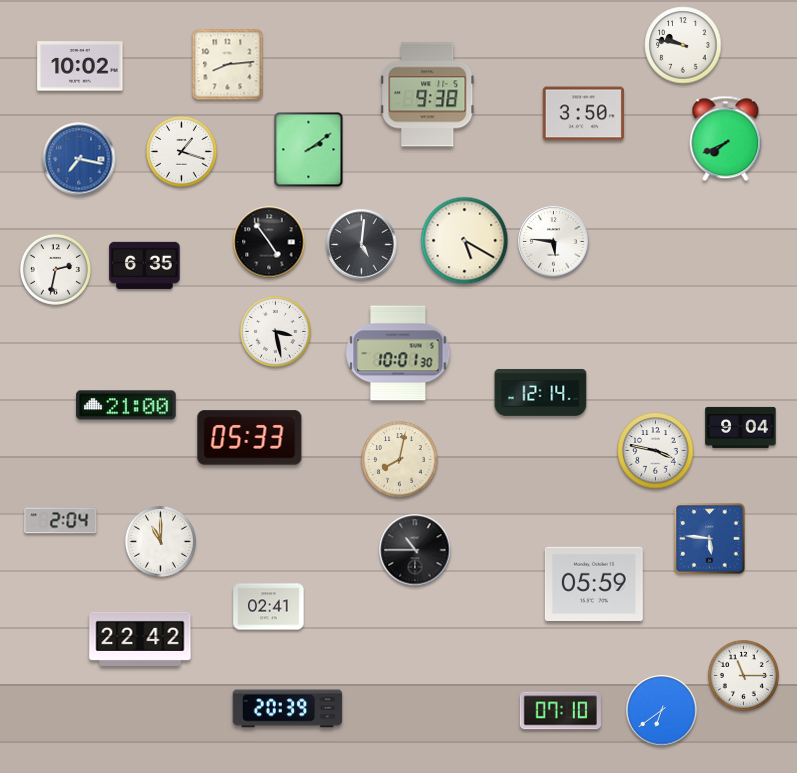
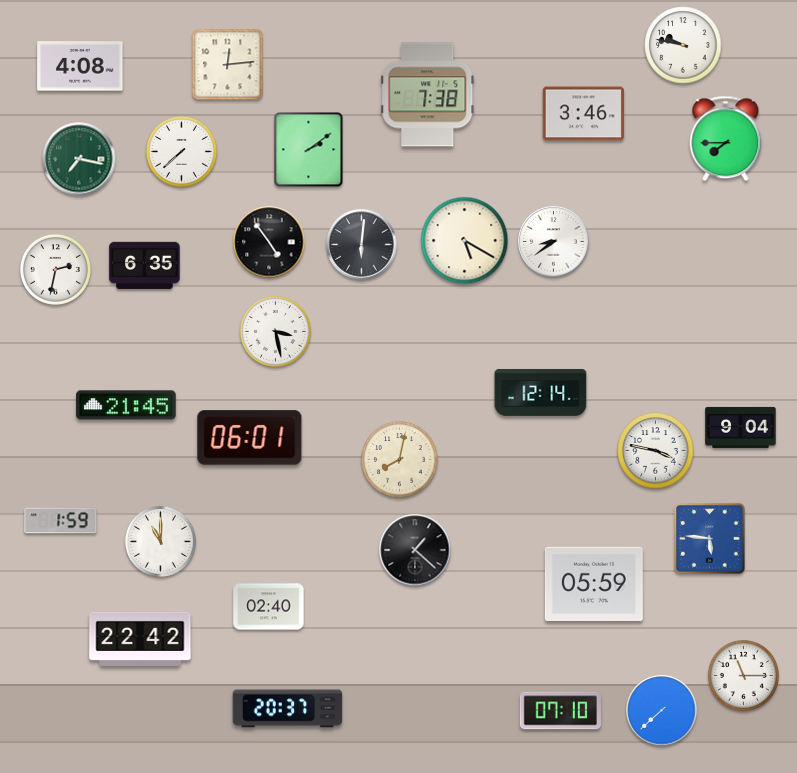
clock at (228, 65): 8:14 -> 12:14
clock at (80, 66): 10:02 -> 4:08
clock at (428, 95): 9:38 -> 7:38
clock at (583, 114): 3:50 -> 3:46
clock at (726, 139): 7:41 -> 7:45
clock at (181, 151): 1:18 -> 7:38
clock at (79, 159) dial: blue -> green
clock at (554, 242): 5:46 -> 8:39
clock at (362, 245): 5:01 -> 6:01
clock at (398, 353): 10:01 -> none
clock at (126, 405): 21:00 -> 21:45
clock at (250, 438): 05:33 -> 06:01
clock at (61, 521): 2:04 -> 1:59
clock at (415, 550): 10:45 -> 1:22
clock at (269, 607): 02:41 -> 02:40
clock at (288, 709): 20:39 -> 20:37
clock at (662, 711): 6:39 -> 7:38
